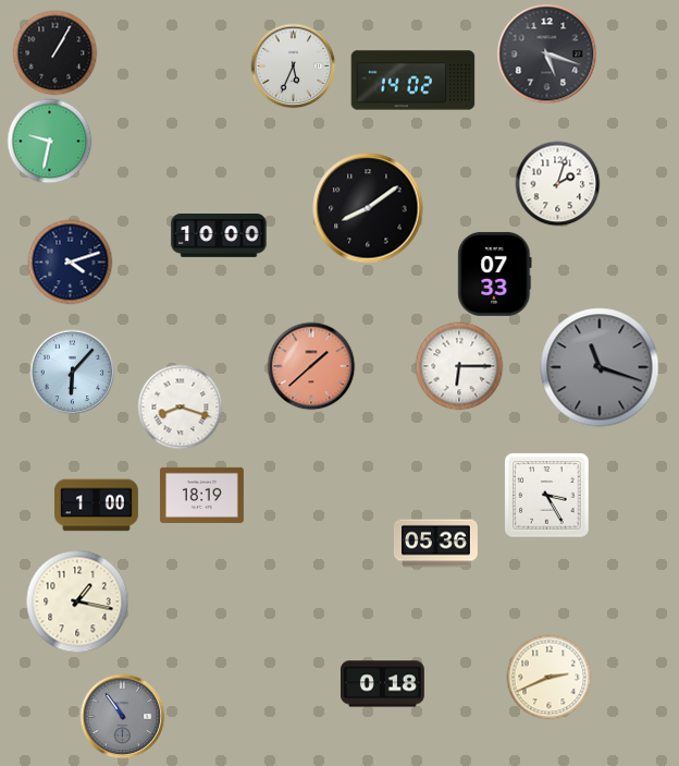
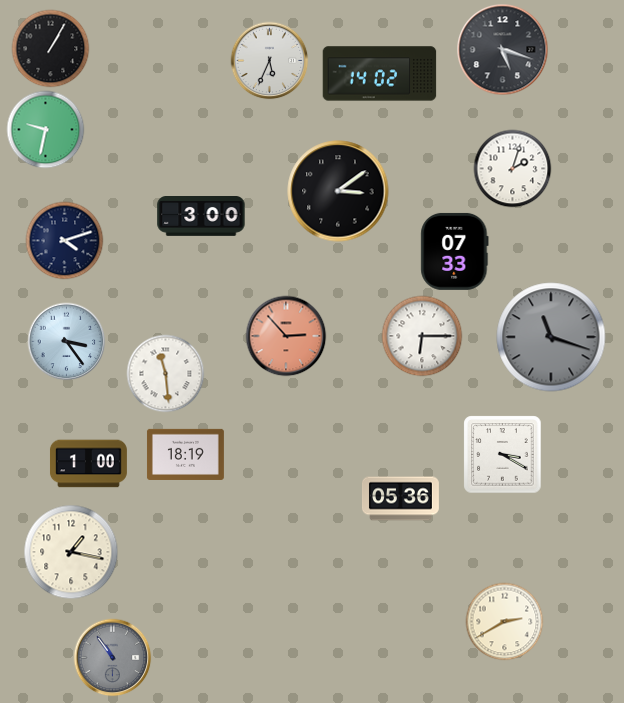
clock at (368, 208): 8:09 -> 3:09
clock at (219, 236): 10:00 -> 3:00
clock at (311, 366): 1:38 -> 2:53
clock at (72, 372): 6:07 -> 3:24
clock at (180, 406): 8:18 -> 11:29
clock at (546, 495): 3:25 -> 3:20
clock at (548, 677): 2:41 -> 2:40
clock at (382, 684): 0:18 -> none
